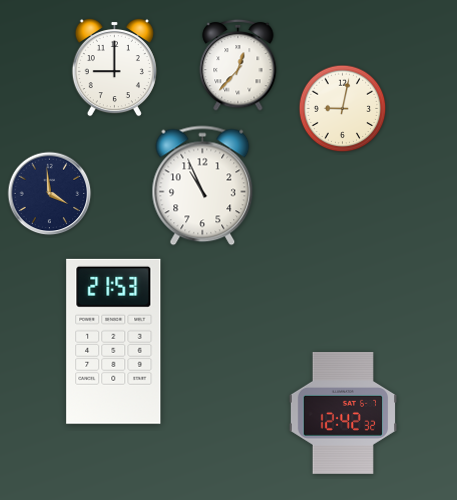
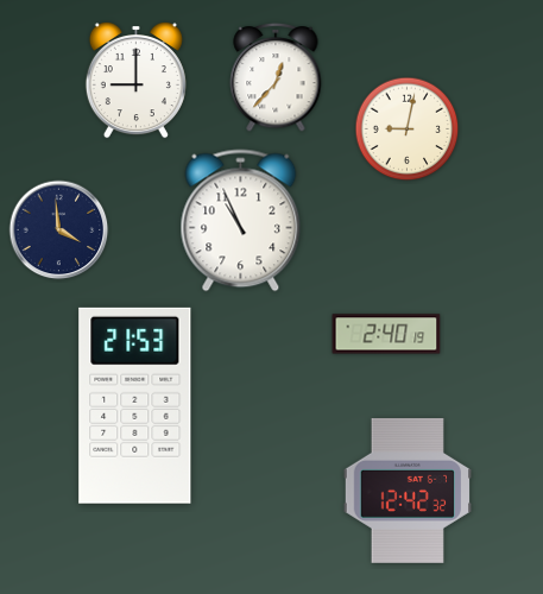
clock at (238, 65) position: (238, 65) -> (276, 77)
clock at (386, 334): none -> 2:40
